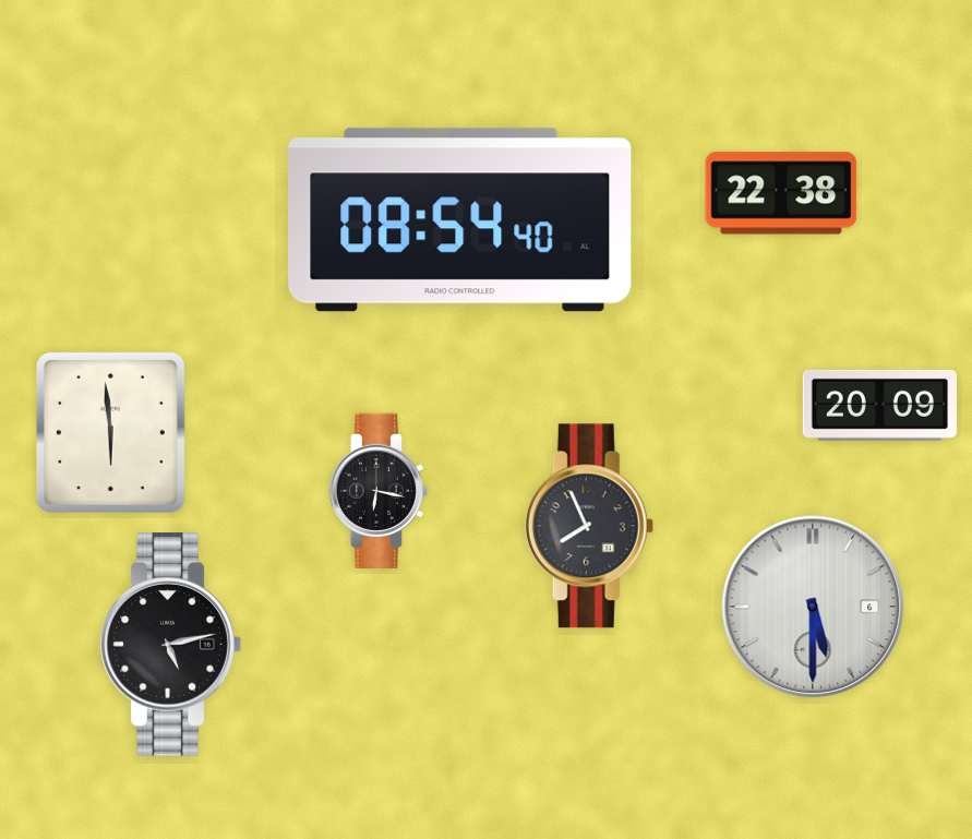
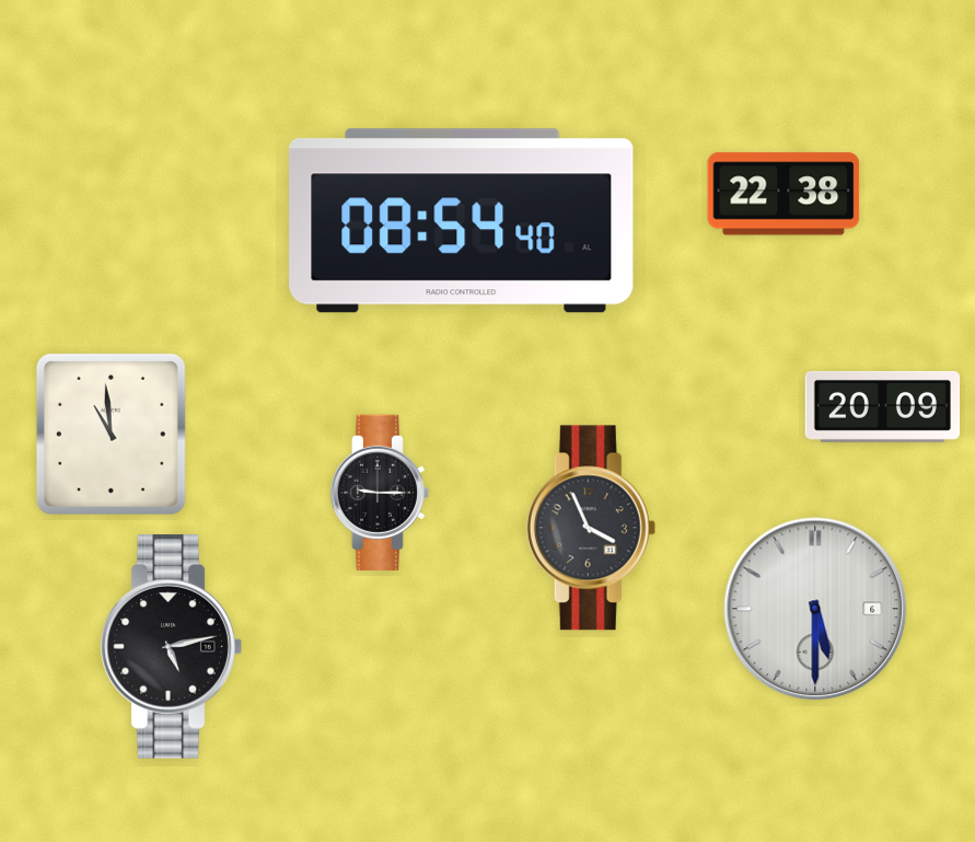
clock at (110, 432): 5:59 -> 10:59
clock at (377, 491): 6:17 -> 9:15
clock at (589, 526): 7:56 -> 3:56
